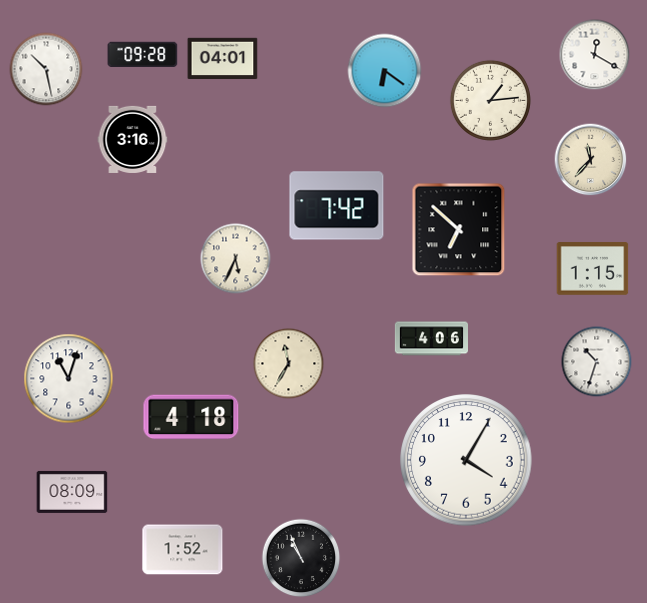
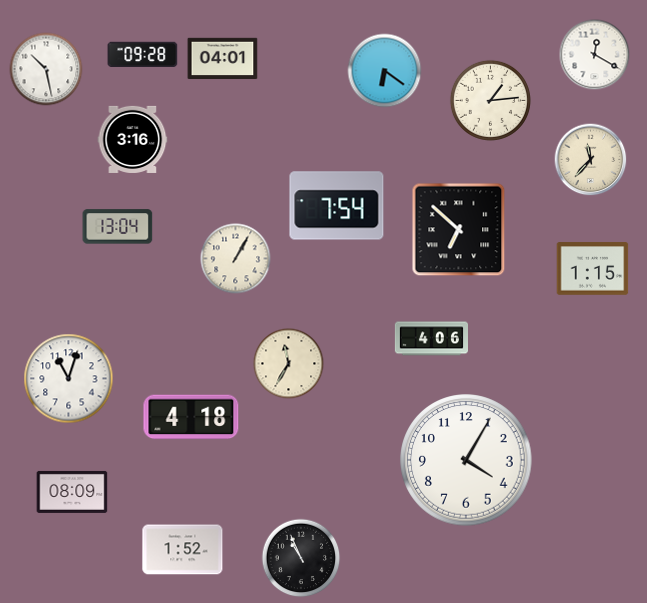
clock at (337, 206): 7:42 -> 7:54
clock at (118, 227): none -> 13:04
clock at (236, 259): 5:34 -> 1:05
clock at (597, 362): 10:33 -> none
